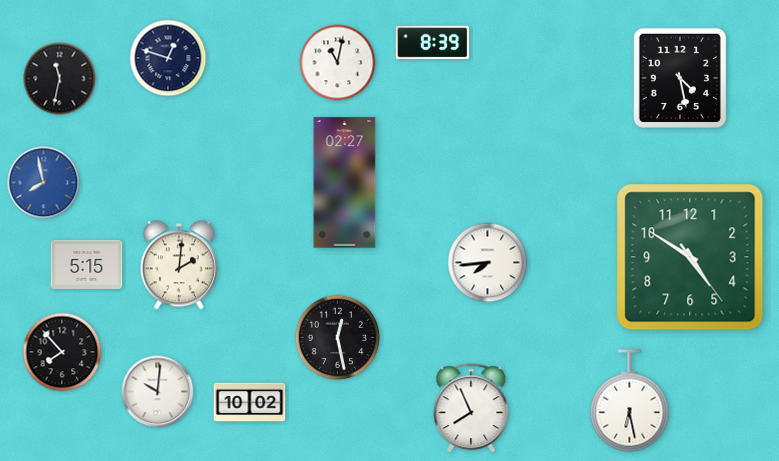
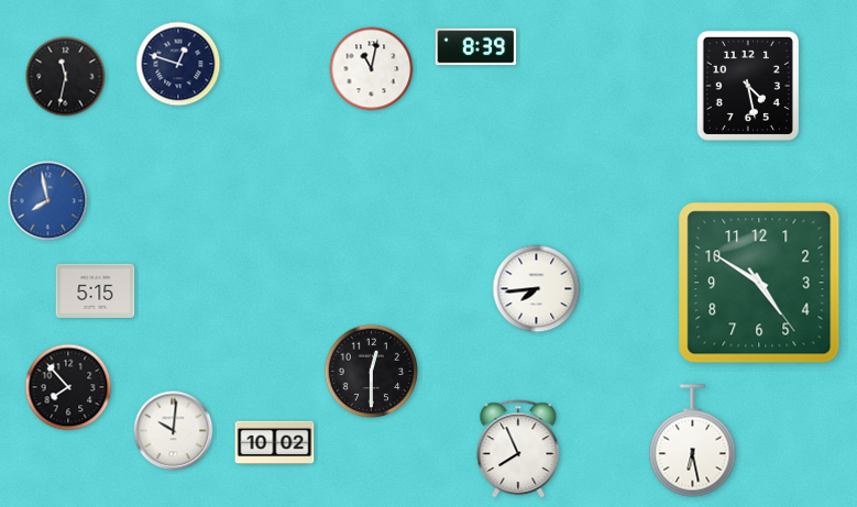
clock at (168, 58) position: (168, 58) -> (178, 64)
clock at (60, 79) position: (60, 79) -> (66, 77)
clock at (345, 183): 02:27 -> none
clock at (179, 265): 2:01 -> none
clock at (338, 338): 12:28 -> 12:30
